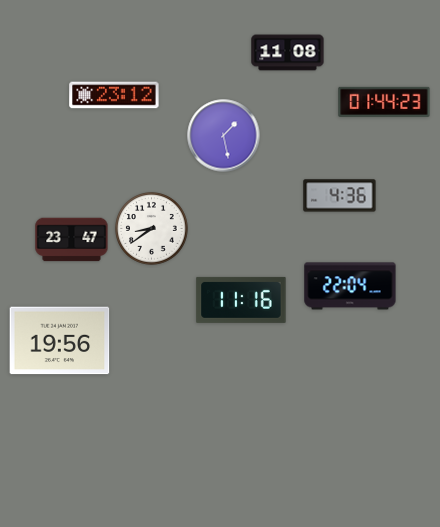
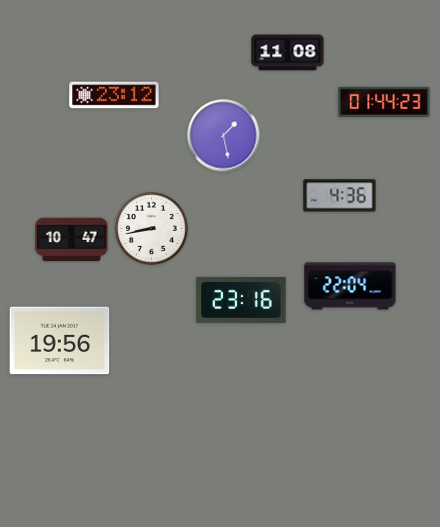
clock at (152, 229): 8:39 -> 8:43
clock at (72, 240): 23:47 -> 10:47
clock at (241, 300): 11:16 -> 23:16
